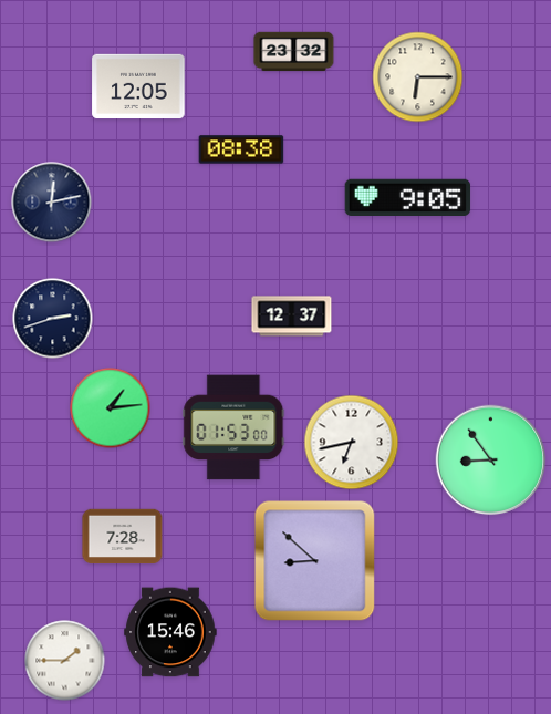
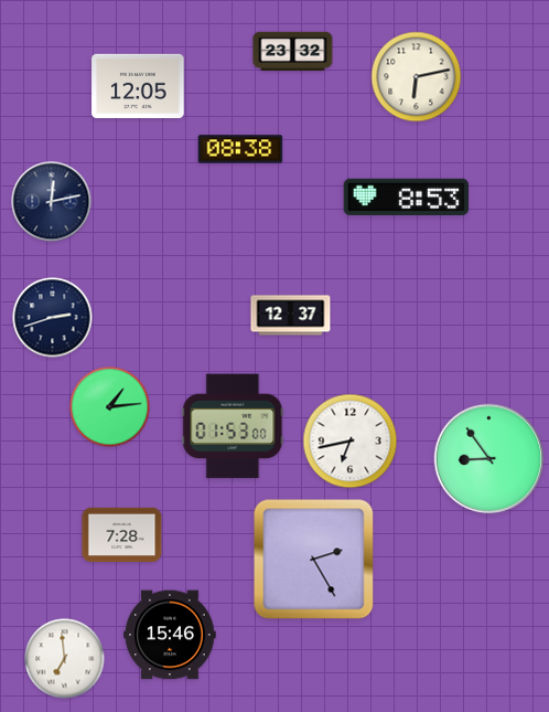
clock at (418, 77): 6:15 -> 6:13
clock at (408, 197): 9:05 -> 8:53
clock at (315, 561): 8:52 -> 2:25
clock at (170, 632) position: (170, 632) -> (170, 635)
clock at (65, 661): 1:45 -> 6:59
